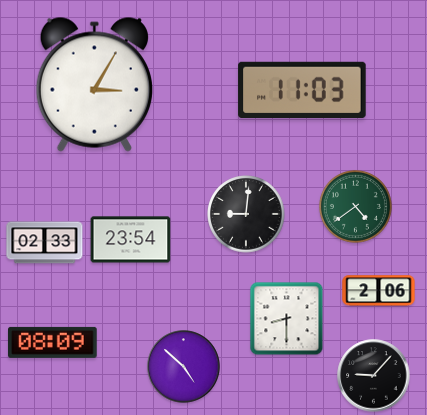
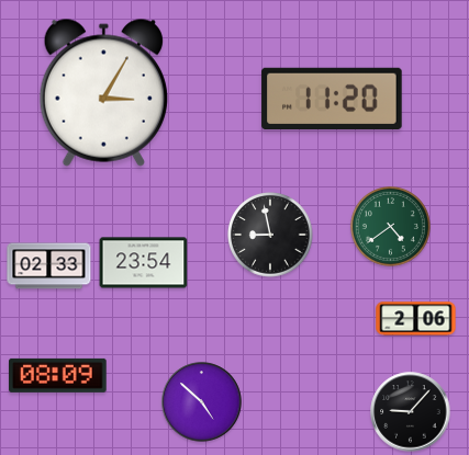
clock at (302, 89): 11:03 -> 11:20
clock at (246, 214): 9:01 -> 8:58
clock at (287, 319): 8:30 -> none
